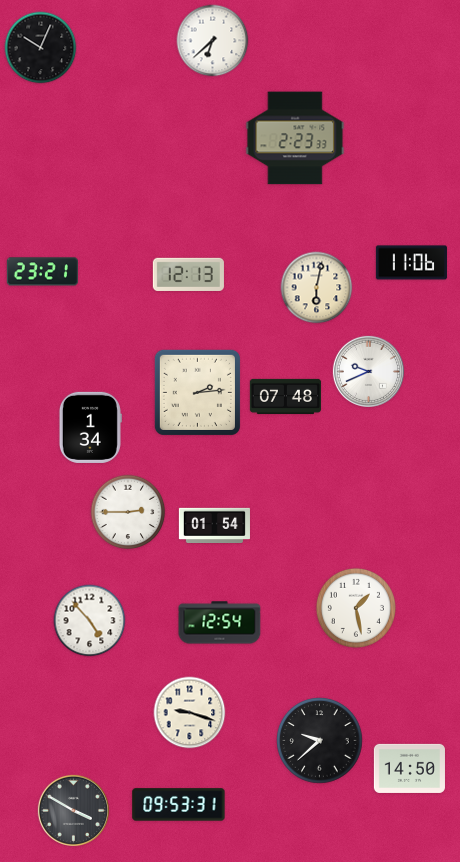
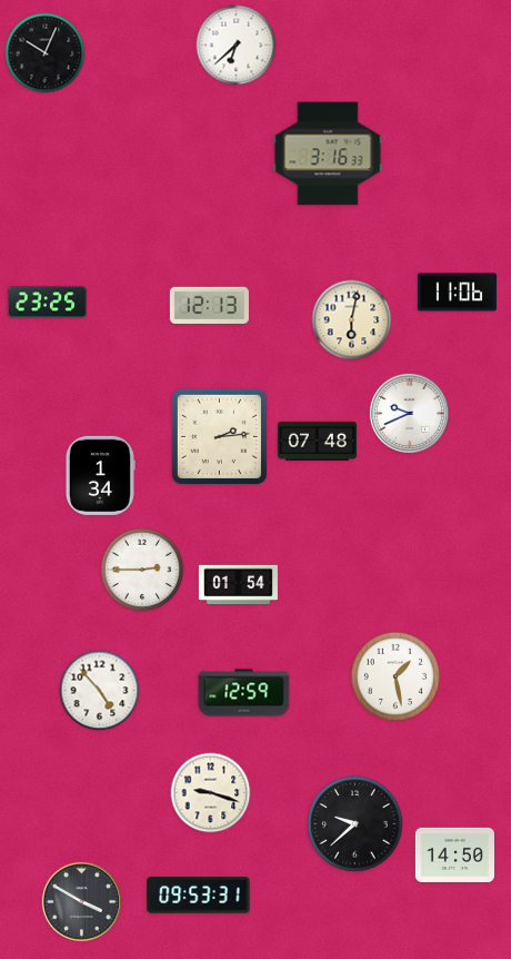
clock at (295, 138): 2:23 -> 3:16
clock at (42, 272): 23:21 -> 23:25
clock at (220, 623): 12:54 -> 12:59
